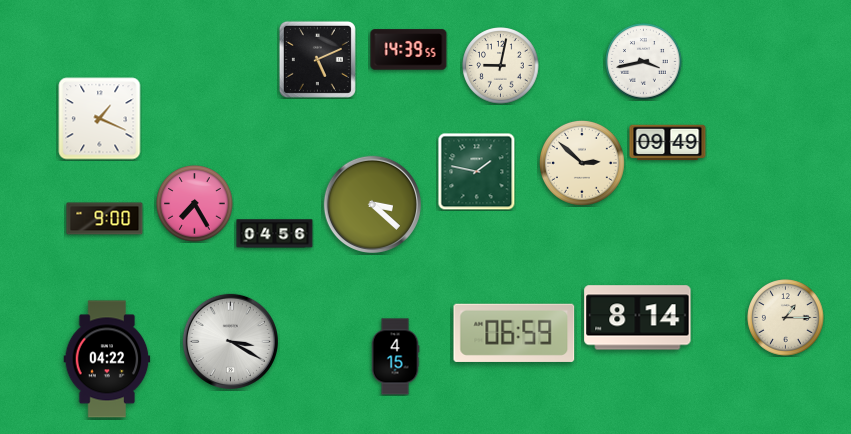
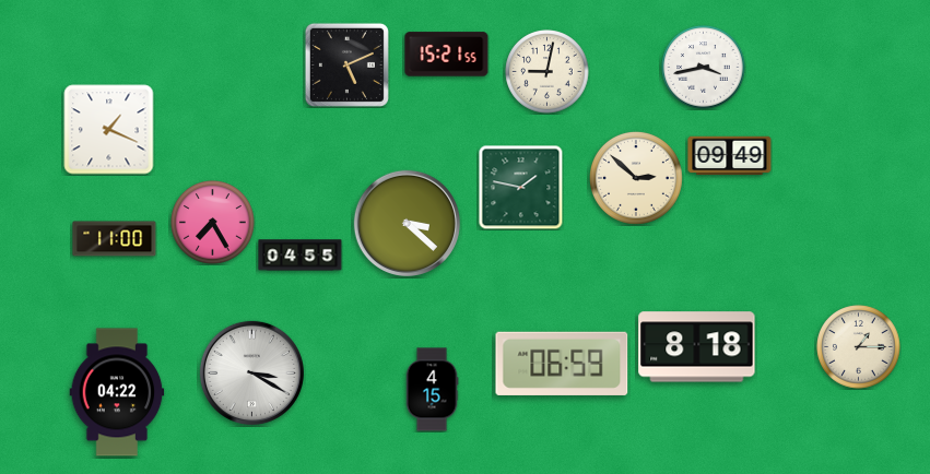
clock at (409, 50): 14:39 -> 15:21
clock at (105, 219): 9:00 -> 11:00
clock at (275, 234): 04:56 -> 04:55
clock at (638, 318): 8:14 -> 8:18
